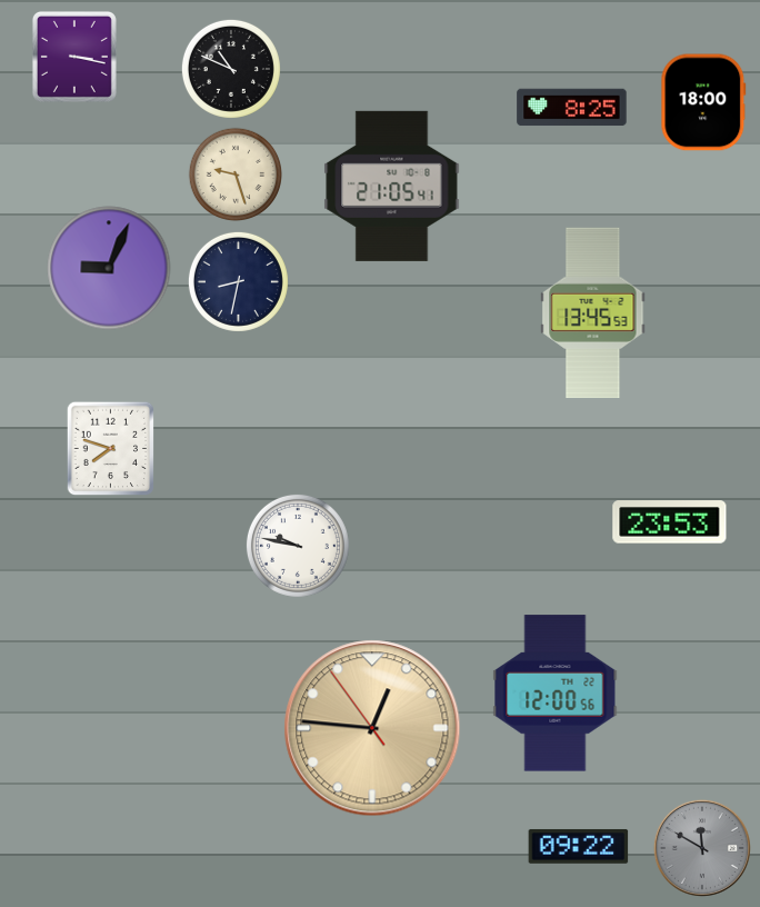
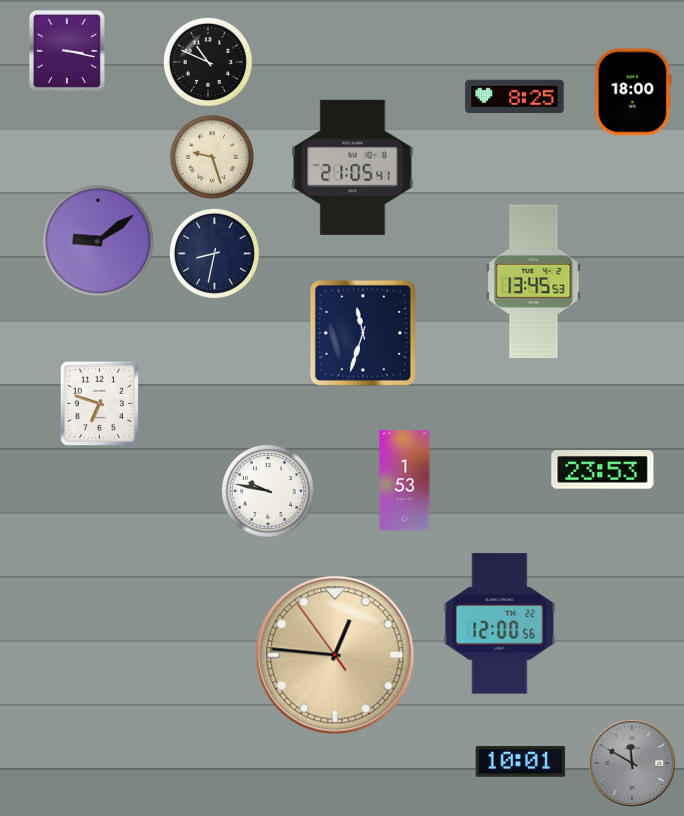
clock at (109, 268): 9:04 -> 9:09
clock at (363, 333): none -> 11:33
clock at (111, 449): 7:48 -> 6:48
clock at (405, 481): none -> 1:53
clock at (579, 846): 09:22 -> 10:01
